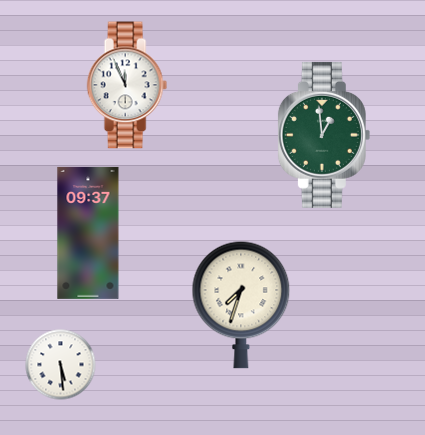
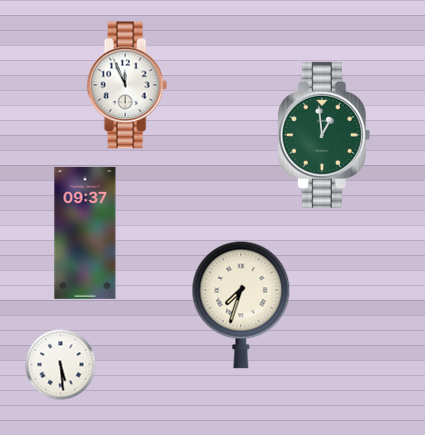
clock at (88, 233) position: (88, 233) -> (85, 233)
